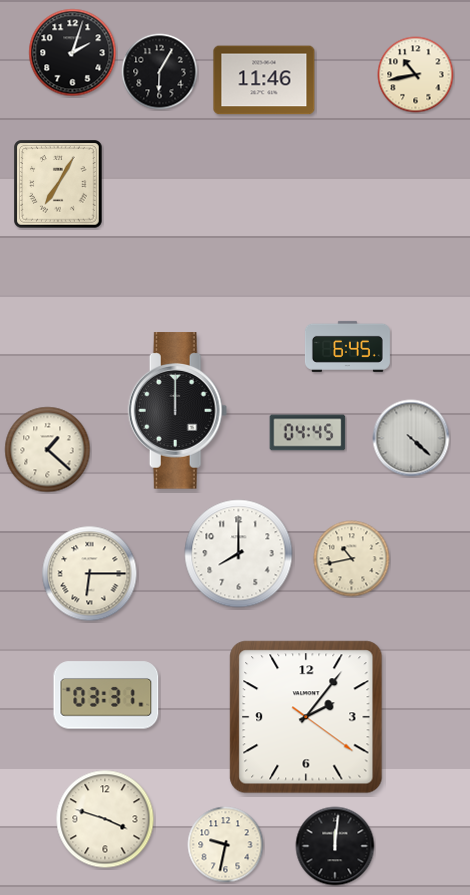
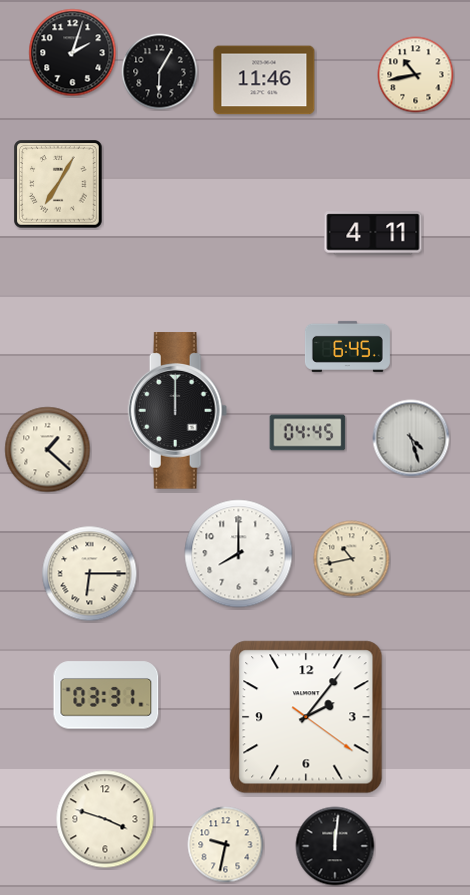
clock at (373, 233): none -> 4:11
clock at (411, 438): 4:22 -> 4:27
